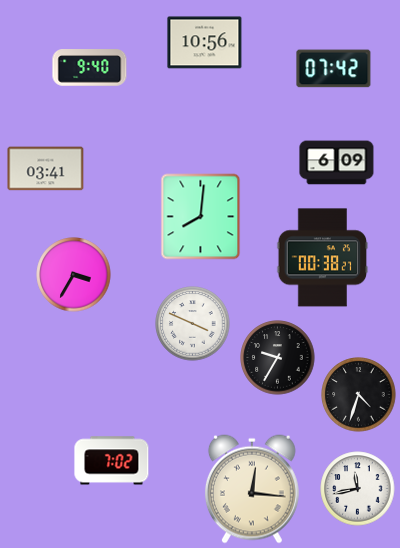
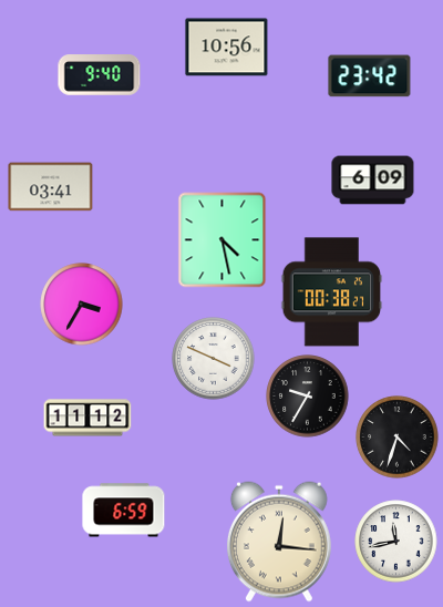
clock at (334, 69): 07:42 -> 23:42
clock at (201, 217): 8:01 -> 4:28
clock at (323, 258) position: (323, 258) -> (332, 292)
clock at (87, 418): none -> 11:12
clock at (112, 461): 7:02 -> 6:59
